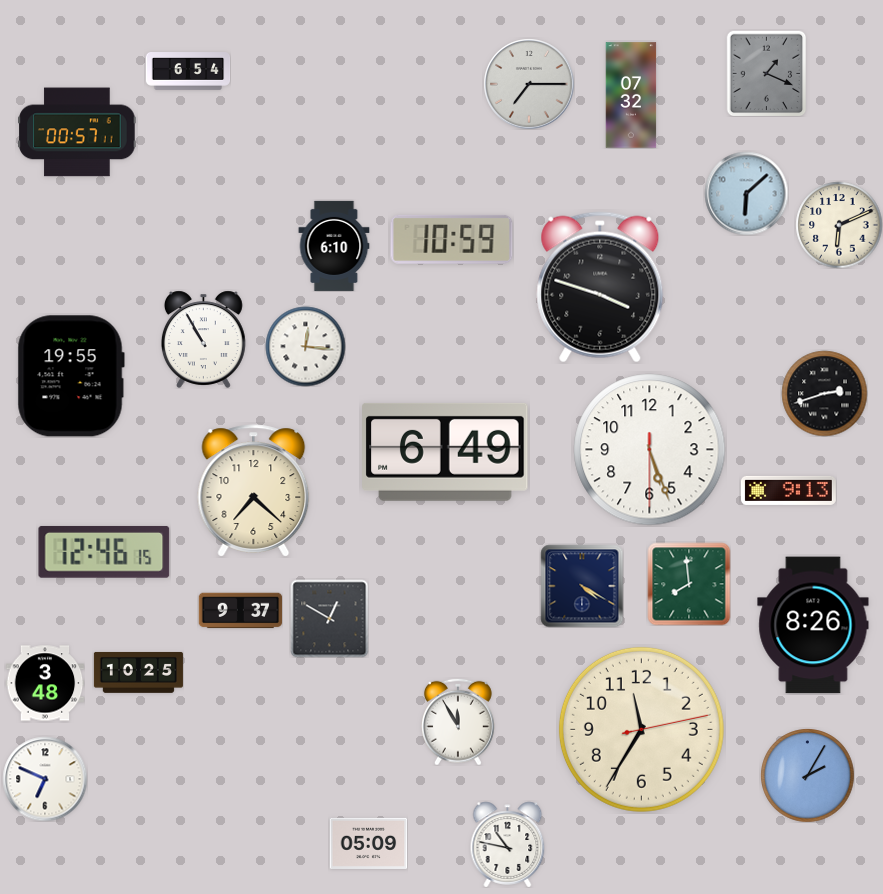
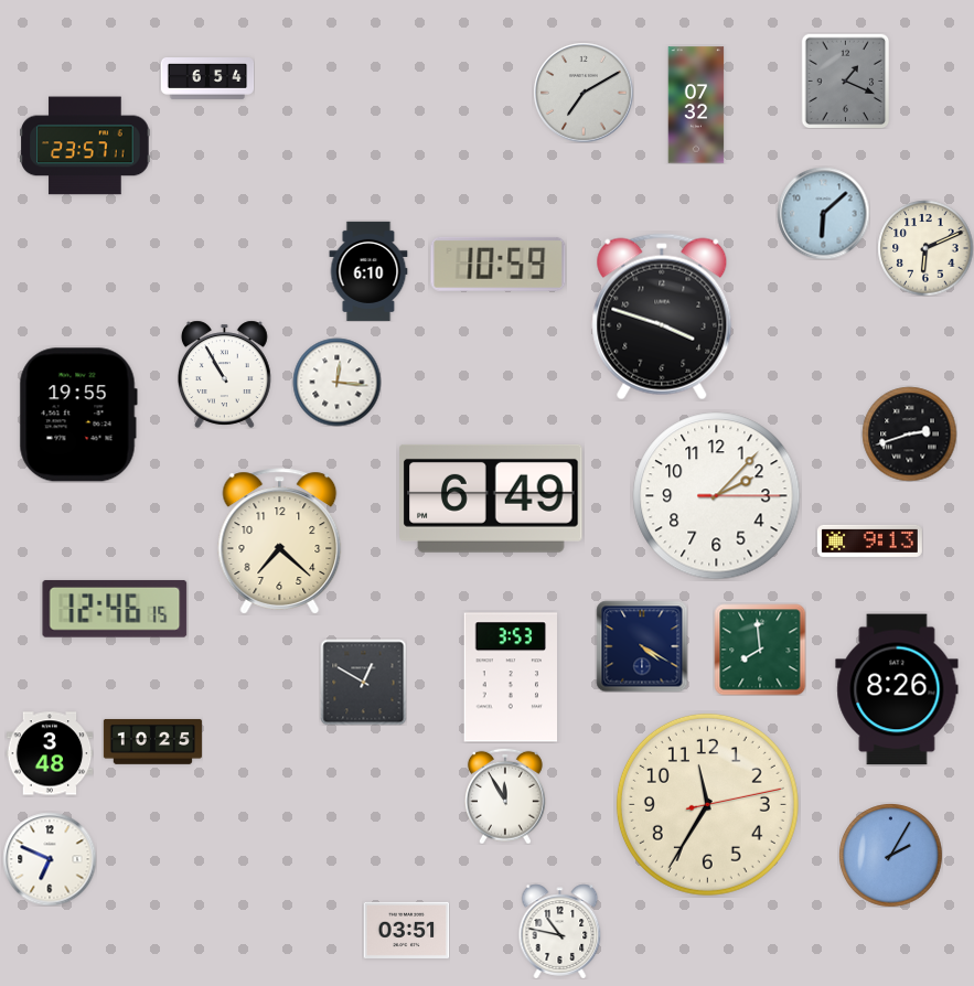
clock at (529, 84): 7:15 -> 7:10
clock at (77, 132): 00:57 -> 23:57
clock at (650, 450): 5:26 -> 2:07
clock at (689, 584) position: (689, 584) -> (760, 650)
clock at (240, 611): 9:37 -> none
clock at (511, 677): none -> 3:53
clock at (368, 843): 05:09 -> 03:51
